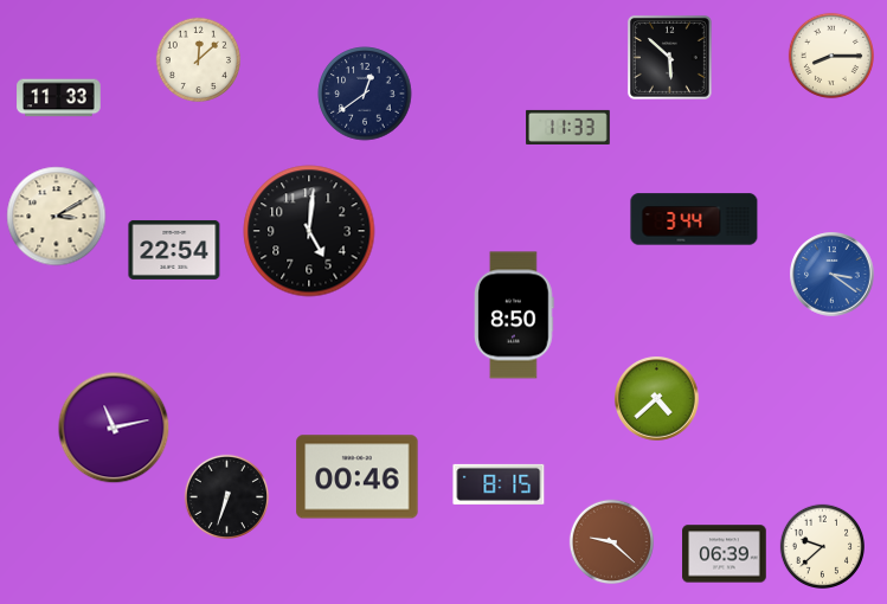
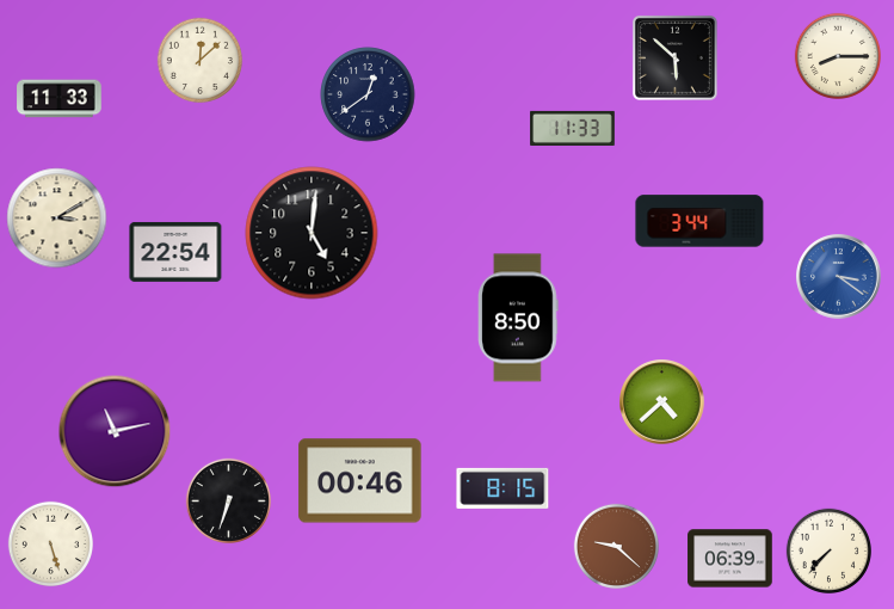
clock at (50, 543): none -> 5:27
clock at (822, 546): 9:38 -> 7:37
